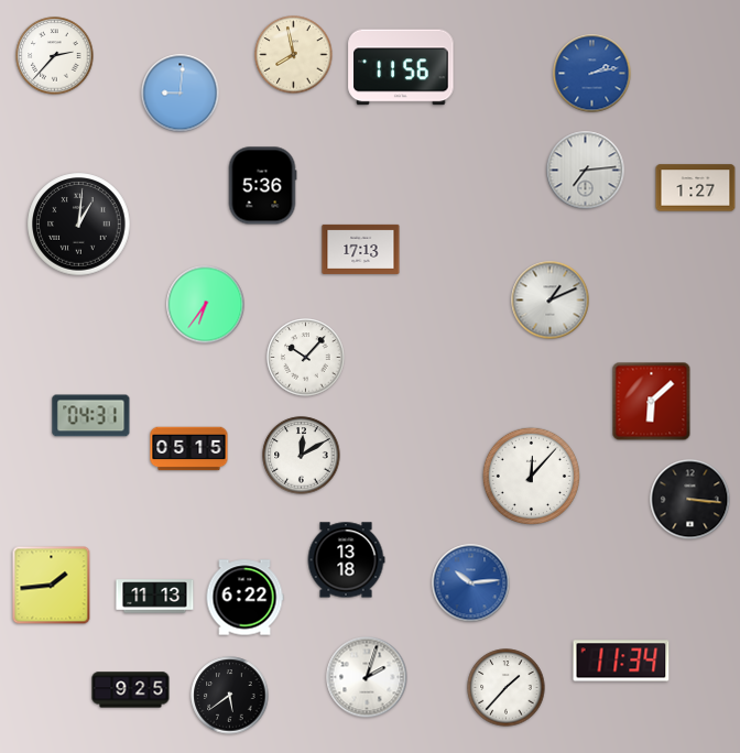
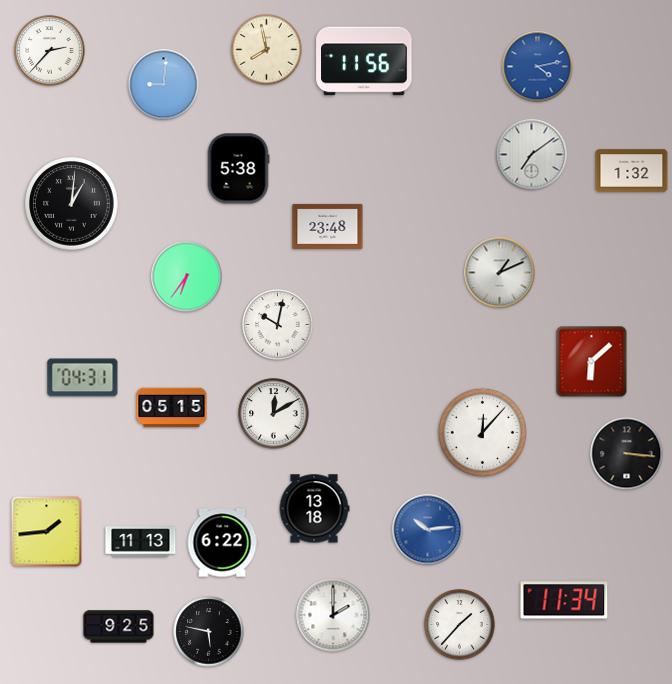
clock at (592, 74): 2:13 -> 4:13
clock at (586, 171): 7:14 -> 7:09
clock at (262, 186): 5:36 -> 5:38
clock at (696, 188): 1:27 -> 1:32
clock at (361, 249): 17:13 -> 23:48
clock at (306, 358): 10:07 -> 10:02
clock at (652, 402) position: (652, 402) -> (592, 362)
clock at (367, 677): 2:03 -> 2:00
clock at (230, 696): 5:39 -> 5:47
